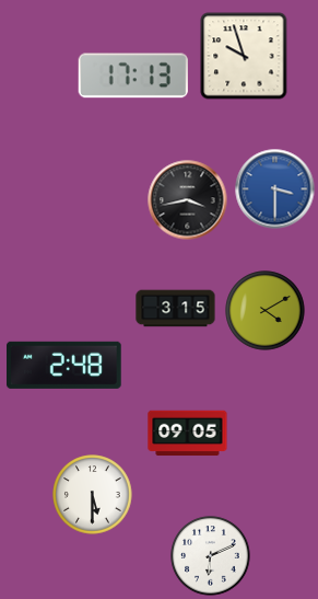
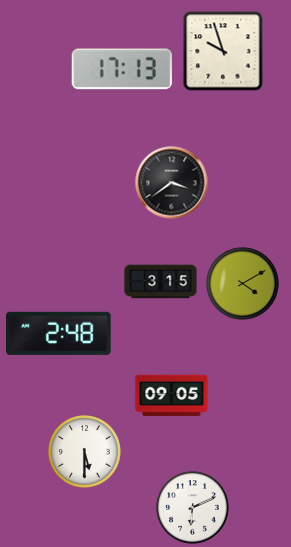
clock at (275, 189): 3:30 -> none
clock at (188, 200): 3:43 -> 3:39
